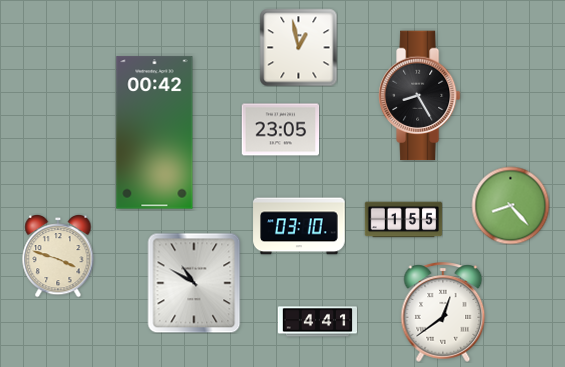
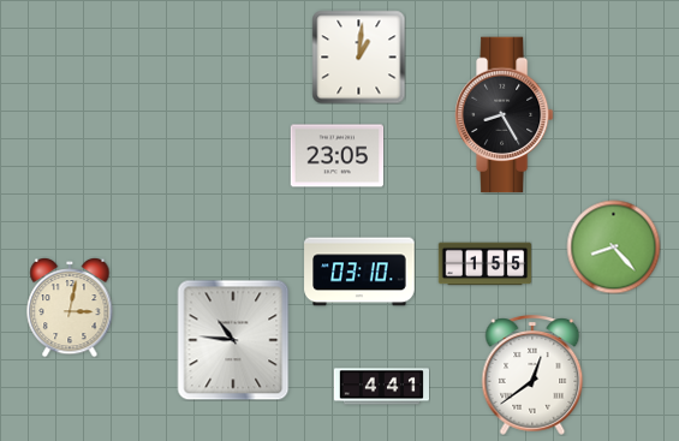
clock at (298, 47): 12:58 -> 1:01
clock at (155, 133): 00:42 -> none
clock at (58, 256): 3:48 -> 3:02
clock at (194, 283): 10:50 -> 10:46
